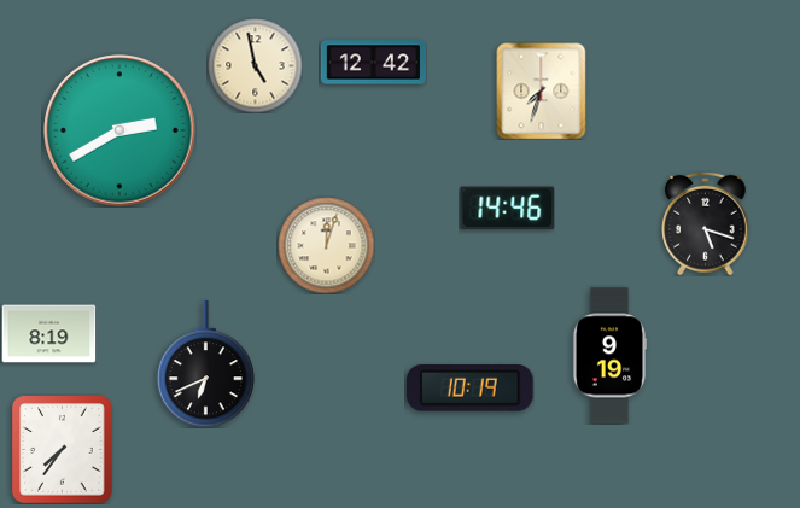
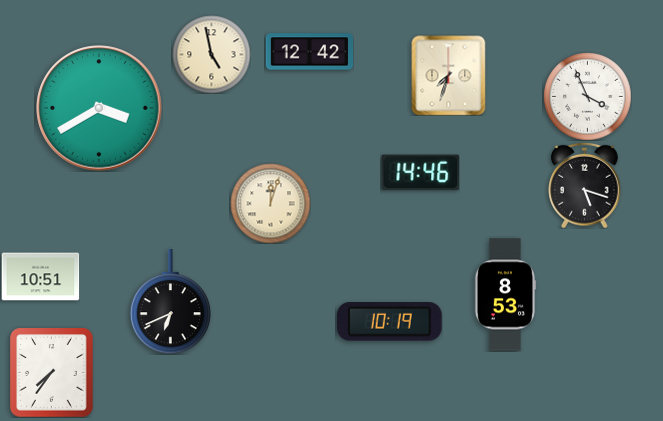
clock at (587, 96): none -> 3:56
clock at (119, 130): 2:40 -> 3:40
clock at (48, 334): 8:19 -> 10:51
clock at (609, 356): 9:19 -> 8:53
